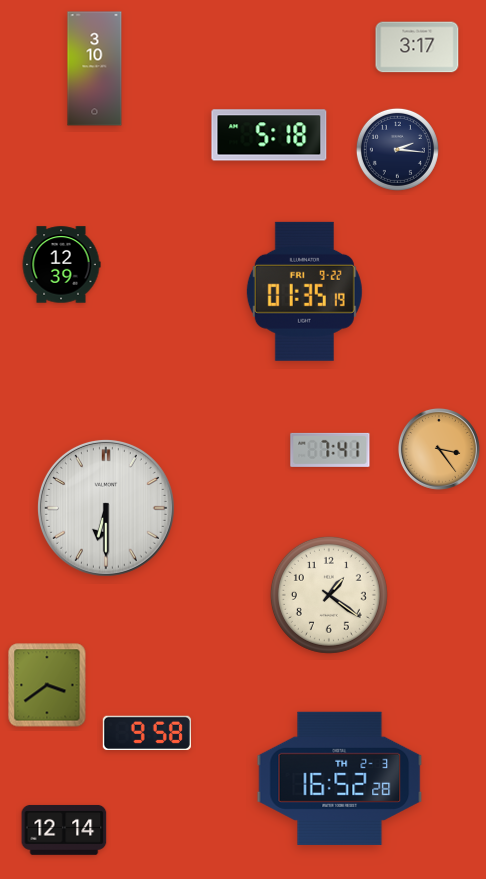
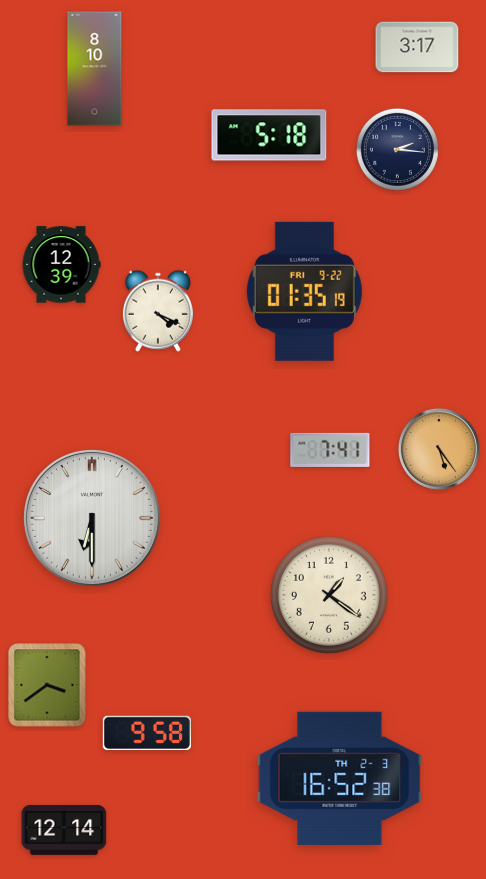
clock at (95, 69): 3:10 -> 8:10
clock at (158, 311): none -> 4:19
clock at (439, 449): 3:24 -> 5:24
clock at (106, 508) position: (106, 508) -> (92, 518)
clock at (340, 778): 16:52:28 -> 16:52:38
